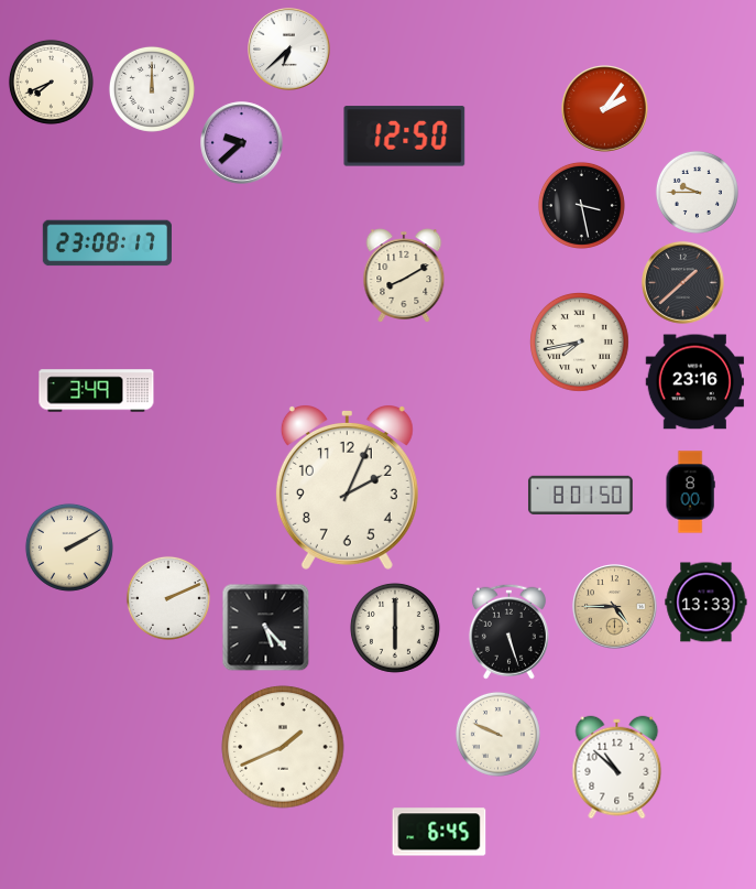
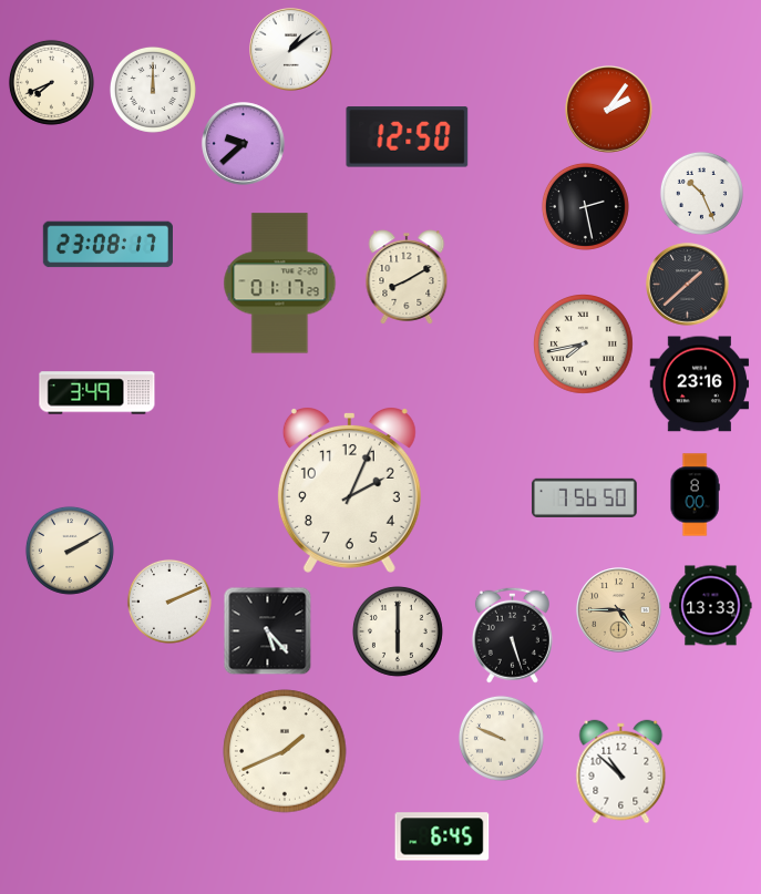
clock at (289, 50): 6:38 -> 1:09
clock at (697, 192): 9:45 -> 10:26
clock at (581, 205): 3:28 -> 2:28
clock at (280, 284): none -> 01:17
clock at (580, 495): 8:01 -> 7:56
